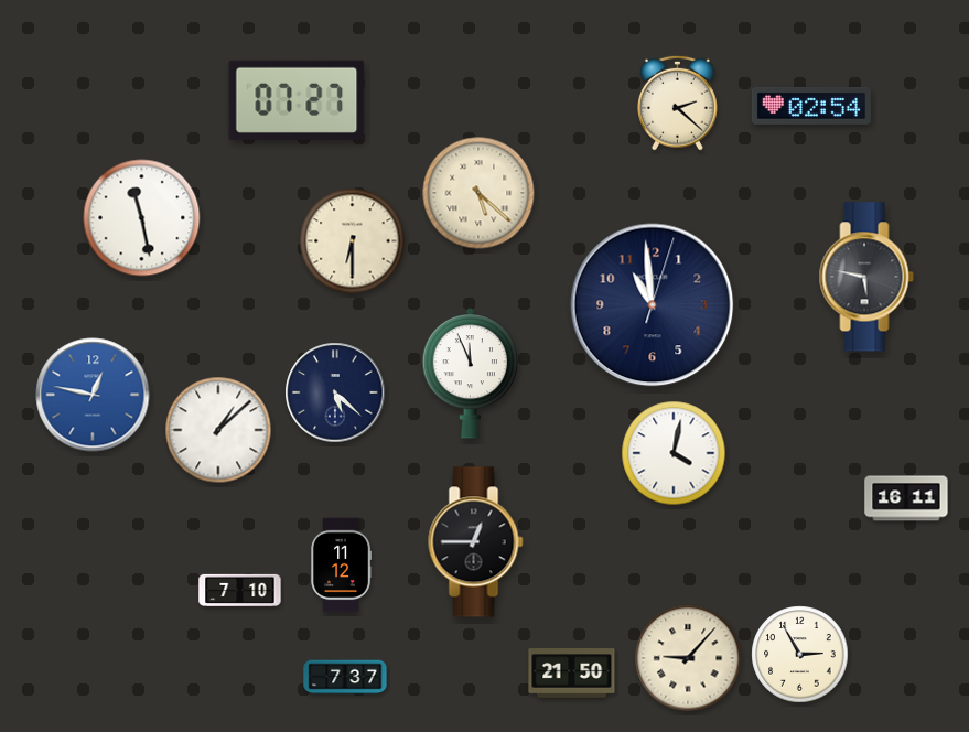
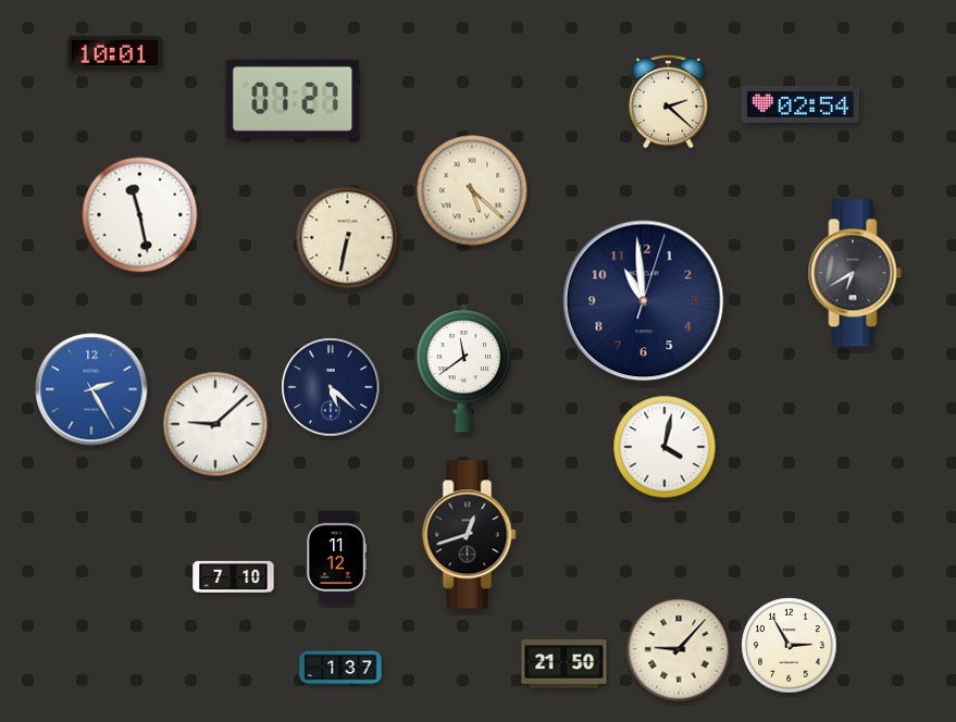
clock at (114, 52): none -> 10:01
clock at (353, 241): 6:30 -> 6:32
clock at (866, 277): 5:47 -> 6:40
clock at (471, 373): 11:56 -> 11:39
clock at (93, 395): 12:47 -> 2:25
clock at (218, 430): 1:08 -> 9:08
clock at (906, 498): 16:11 -> none
clock at (476, 542): 12:45 -> 12:42
clock at (240, 590) position: (240, 590) -> (234, 576)
clock at (345, 677): 7:37 -> 1:37
